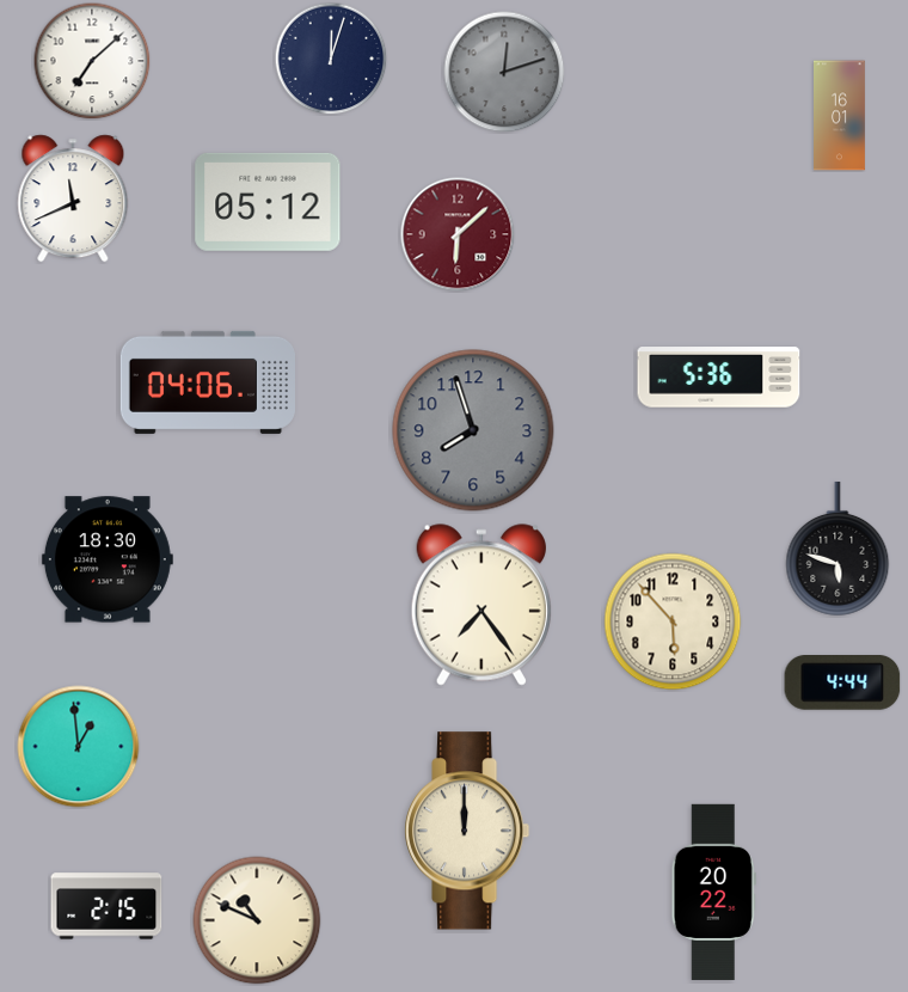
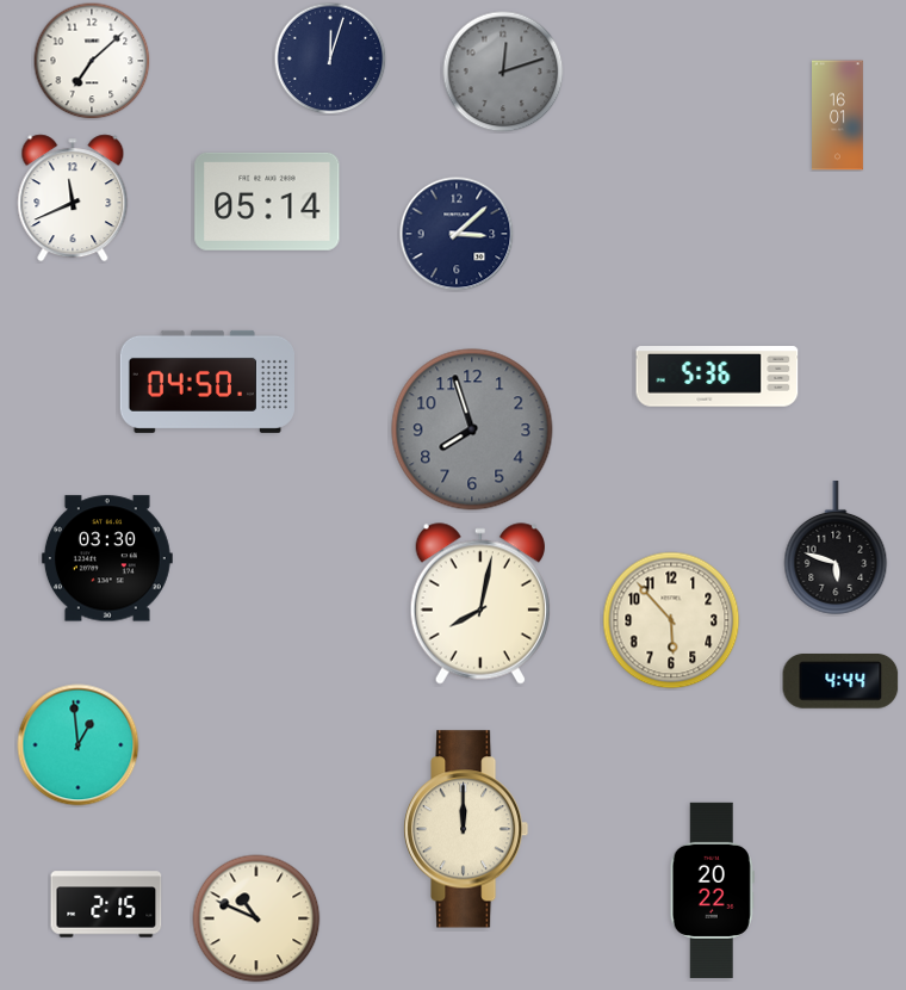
clock at (268, 202): 05:12 -> 05:14
clock at (458, 234): 6:08 -> 3:08
clock at (458, 234) dial: burgundy -> navy
clock at (207, 382): 04:06 -> 04:50
clock at (108, 559): 18:30 -> 03:30
clock at (481, 605): 7:24 -> 8:02
